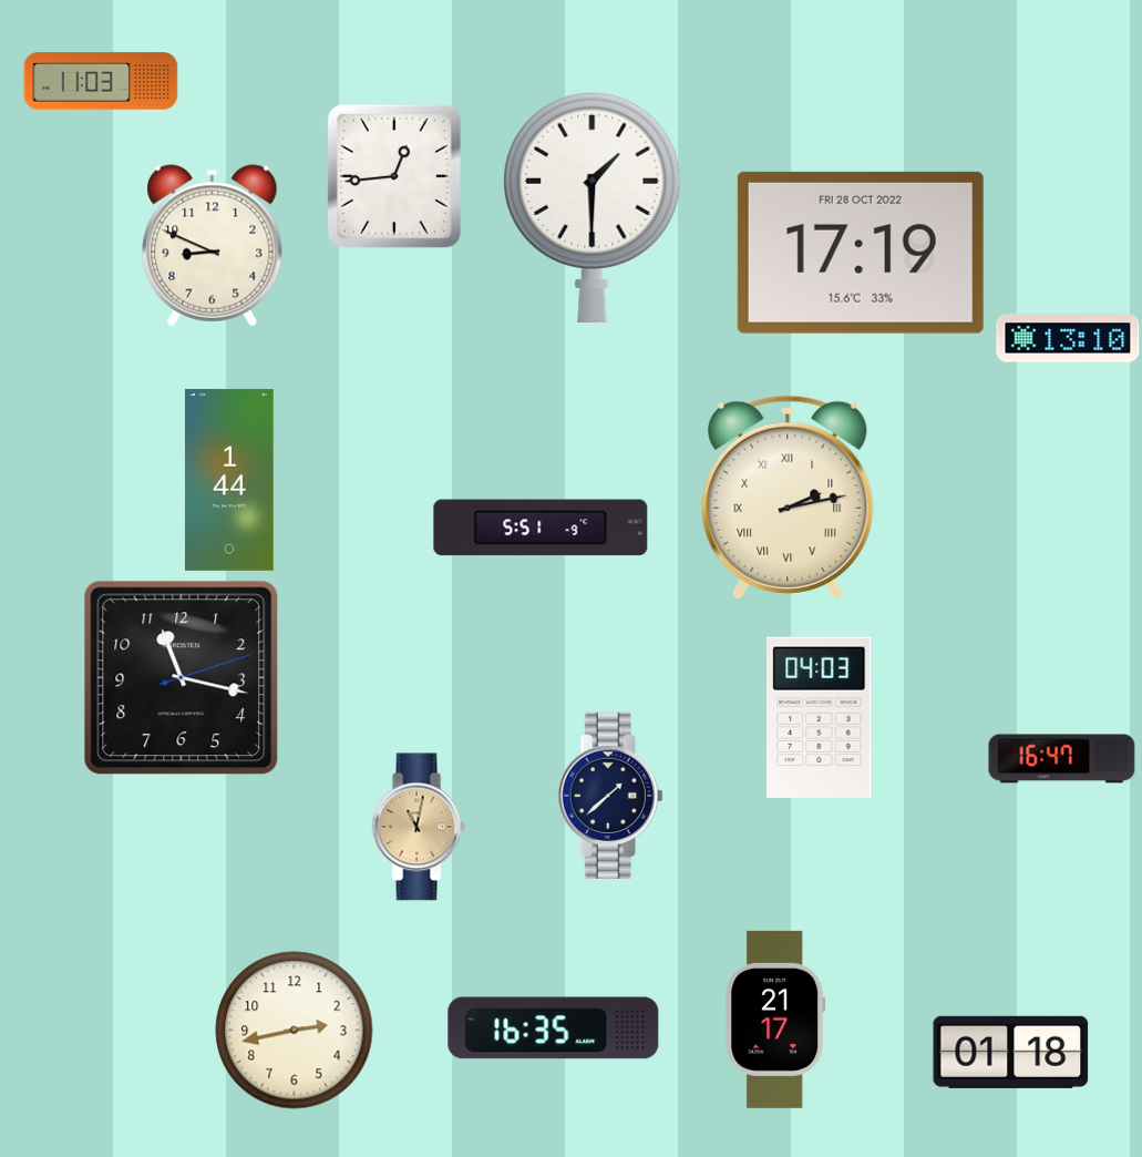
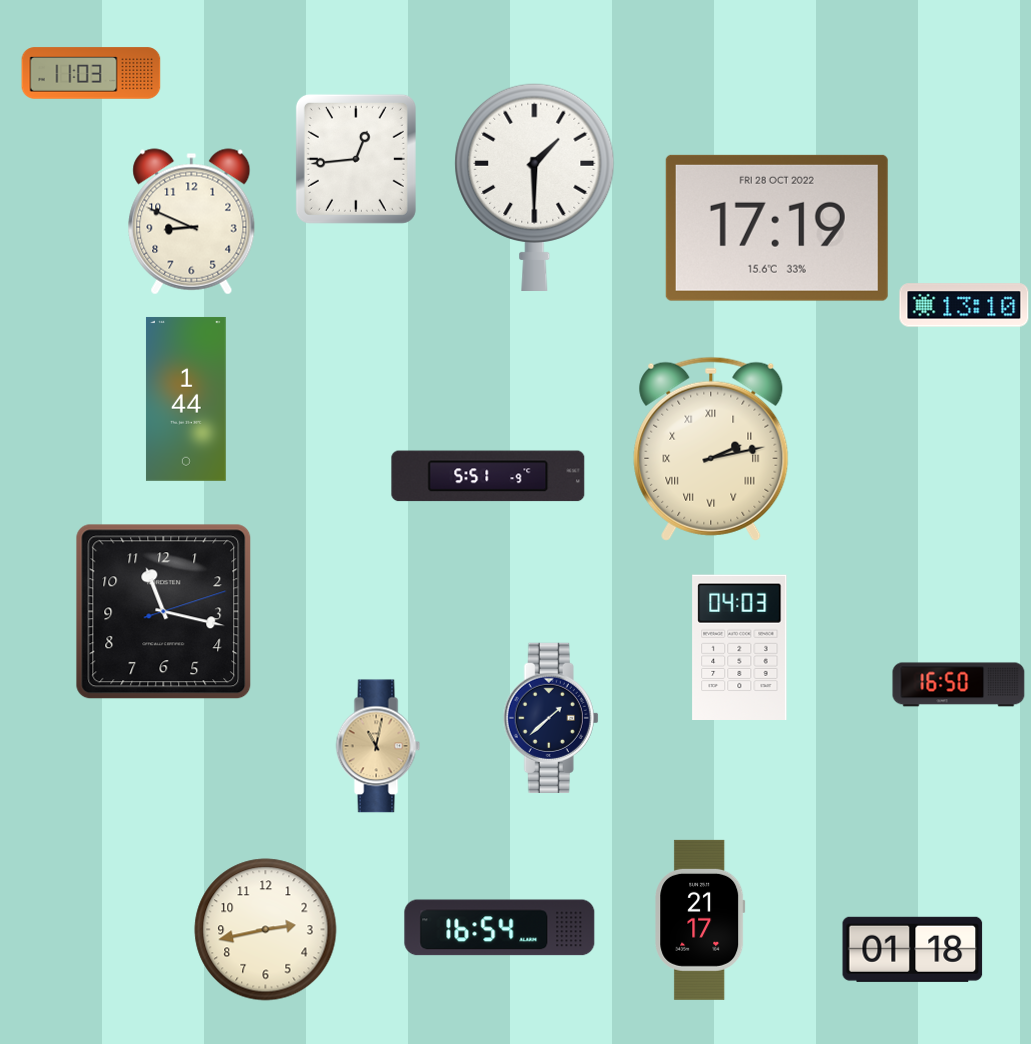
clock at (229, 480) position: (229, 480) -> (186, 399)
clock at (1062, 759): 16:47 -> 16:50
clock at (554, 1028): 16:35 -> 16:54
